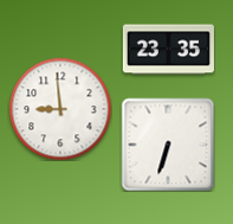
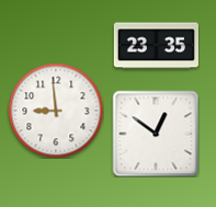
clock at (60, 109) position: (60, 109) -> (56, 111)
clock at (168, 145): 6:33 -> 12:51
